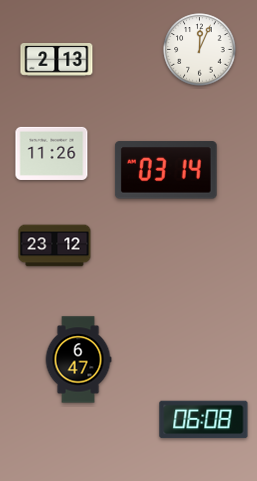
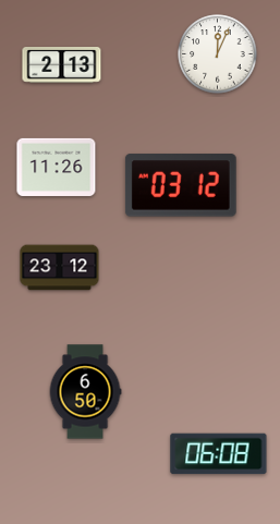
clock at (166, 170): 03:14 -> 03:12
clock at (78, 360): 6:47 -> 6:50
clock at (204, 420) position: (204, 420) -> (219, 454)
